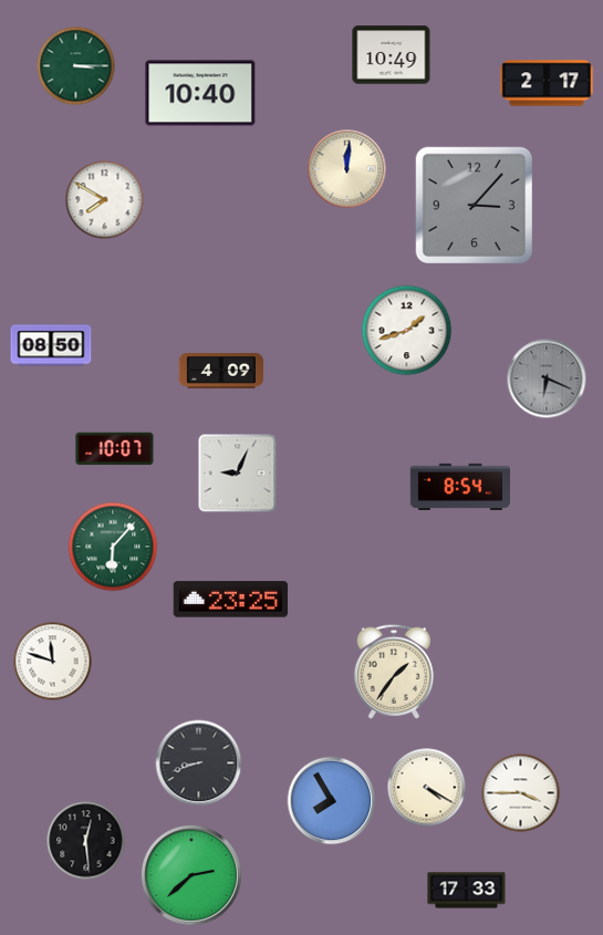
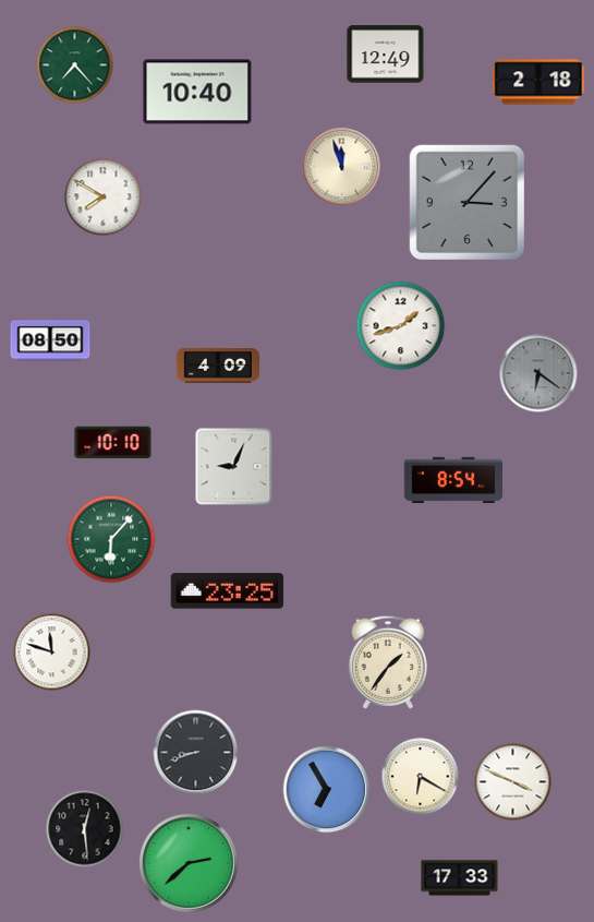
clock at (392, 55): 10:49 -> 12:49
clock at (76, 66): 3:15 -> 7:23
clock at (547, 83): 2:17 -> 2:18
clock at (347, 169): 12:01 -> 11:57
clock at (547, 378): 6:19 -> 6:21
clock at (115, 449): 10:07 -> 10:10
clock at (427, 788): 4:20 -> 6:20
clock at (521, 793): 3:45 -> 3:49
clock at (332, 801): 7:55 -> 6:55
